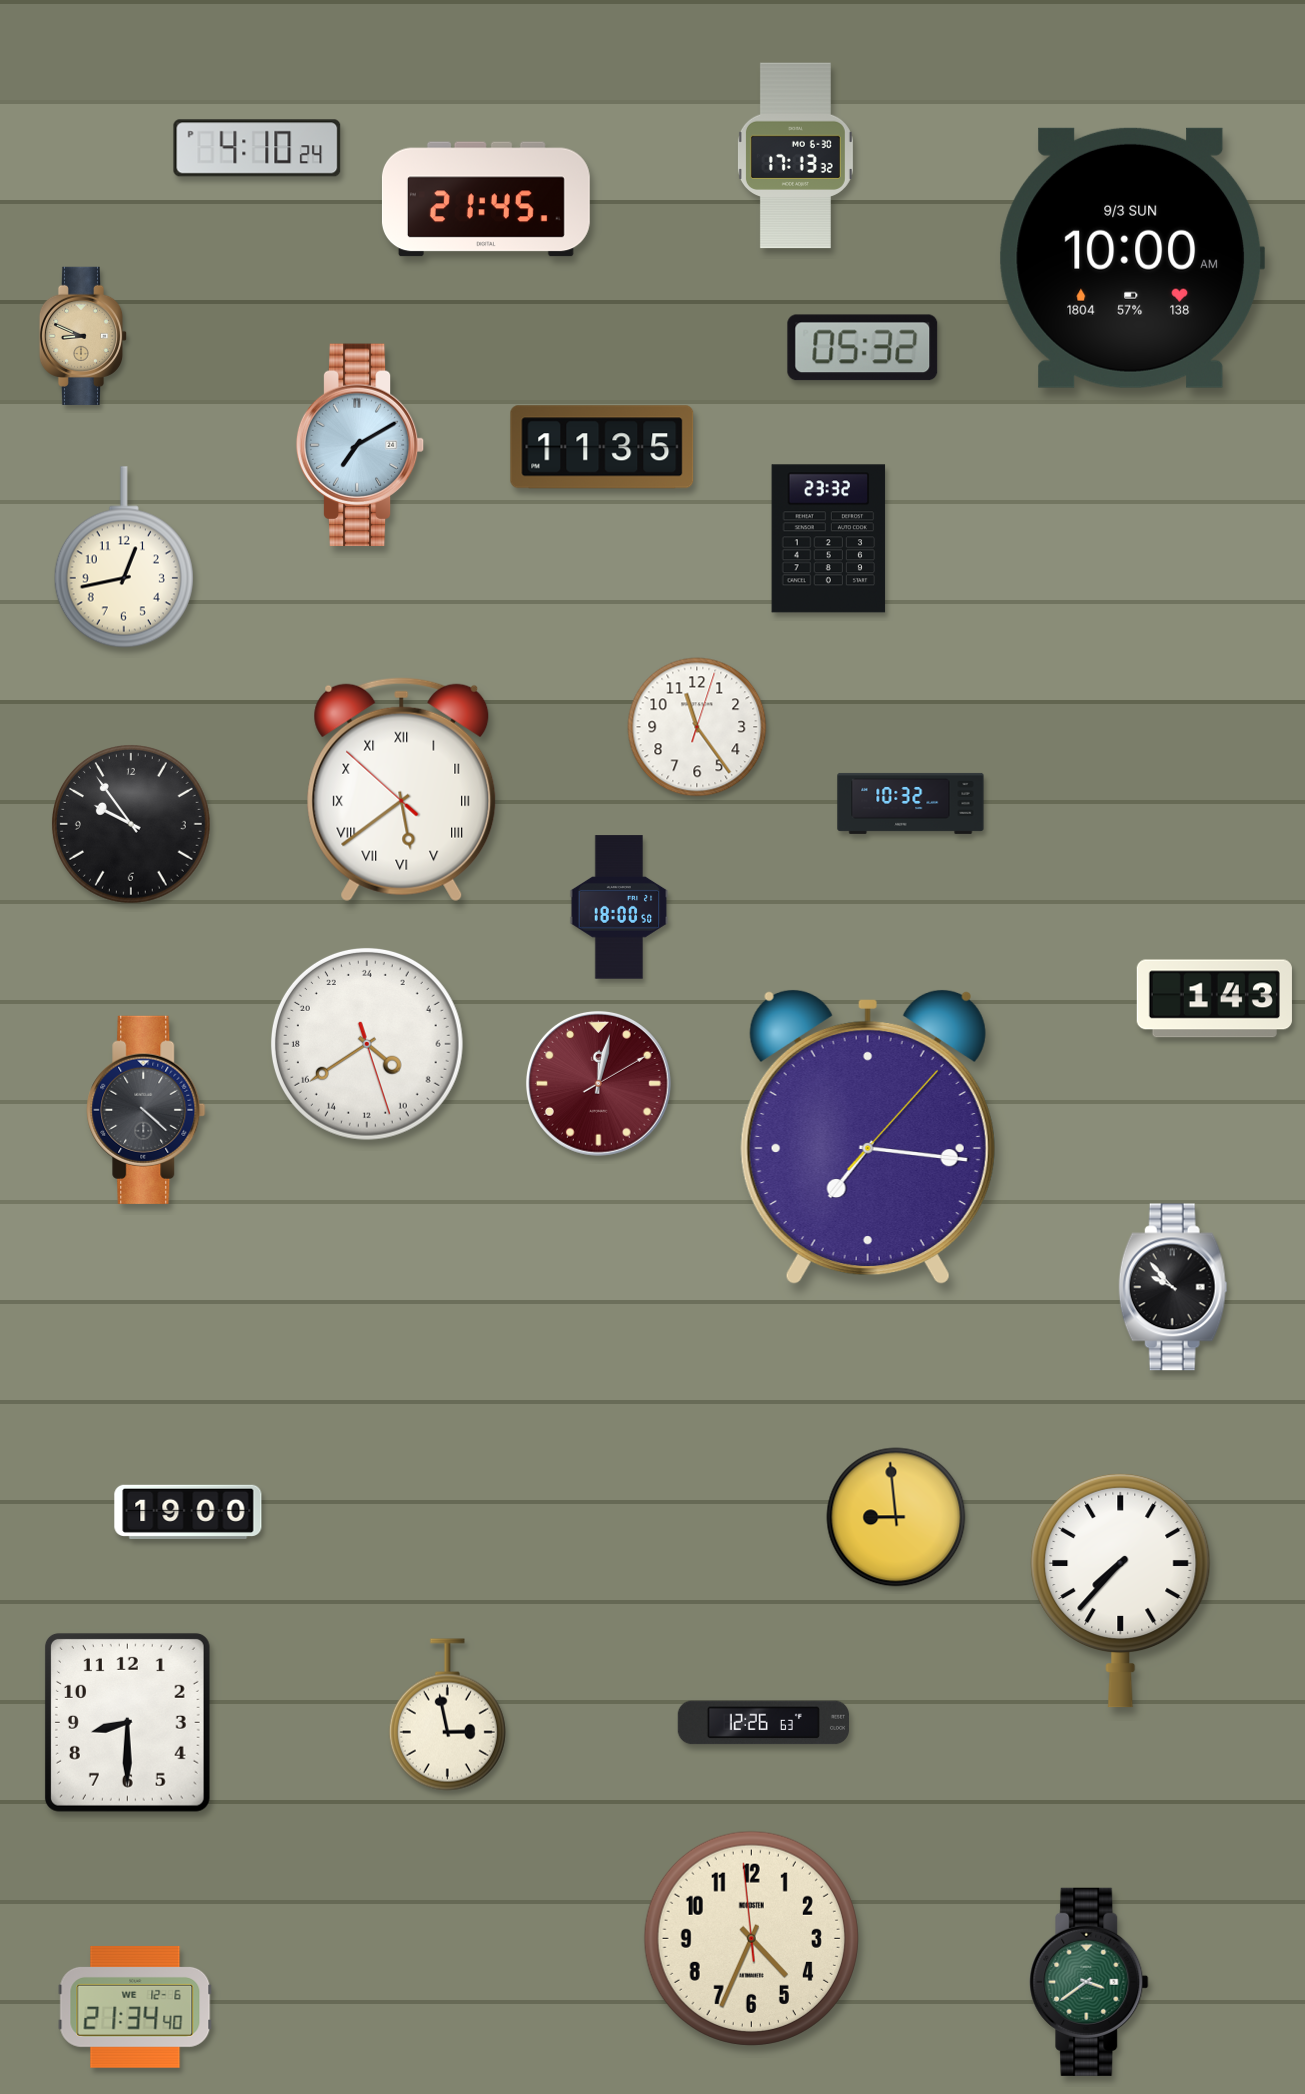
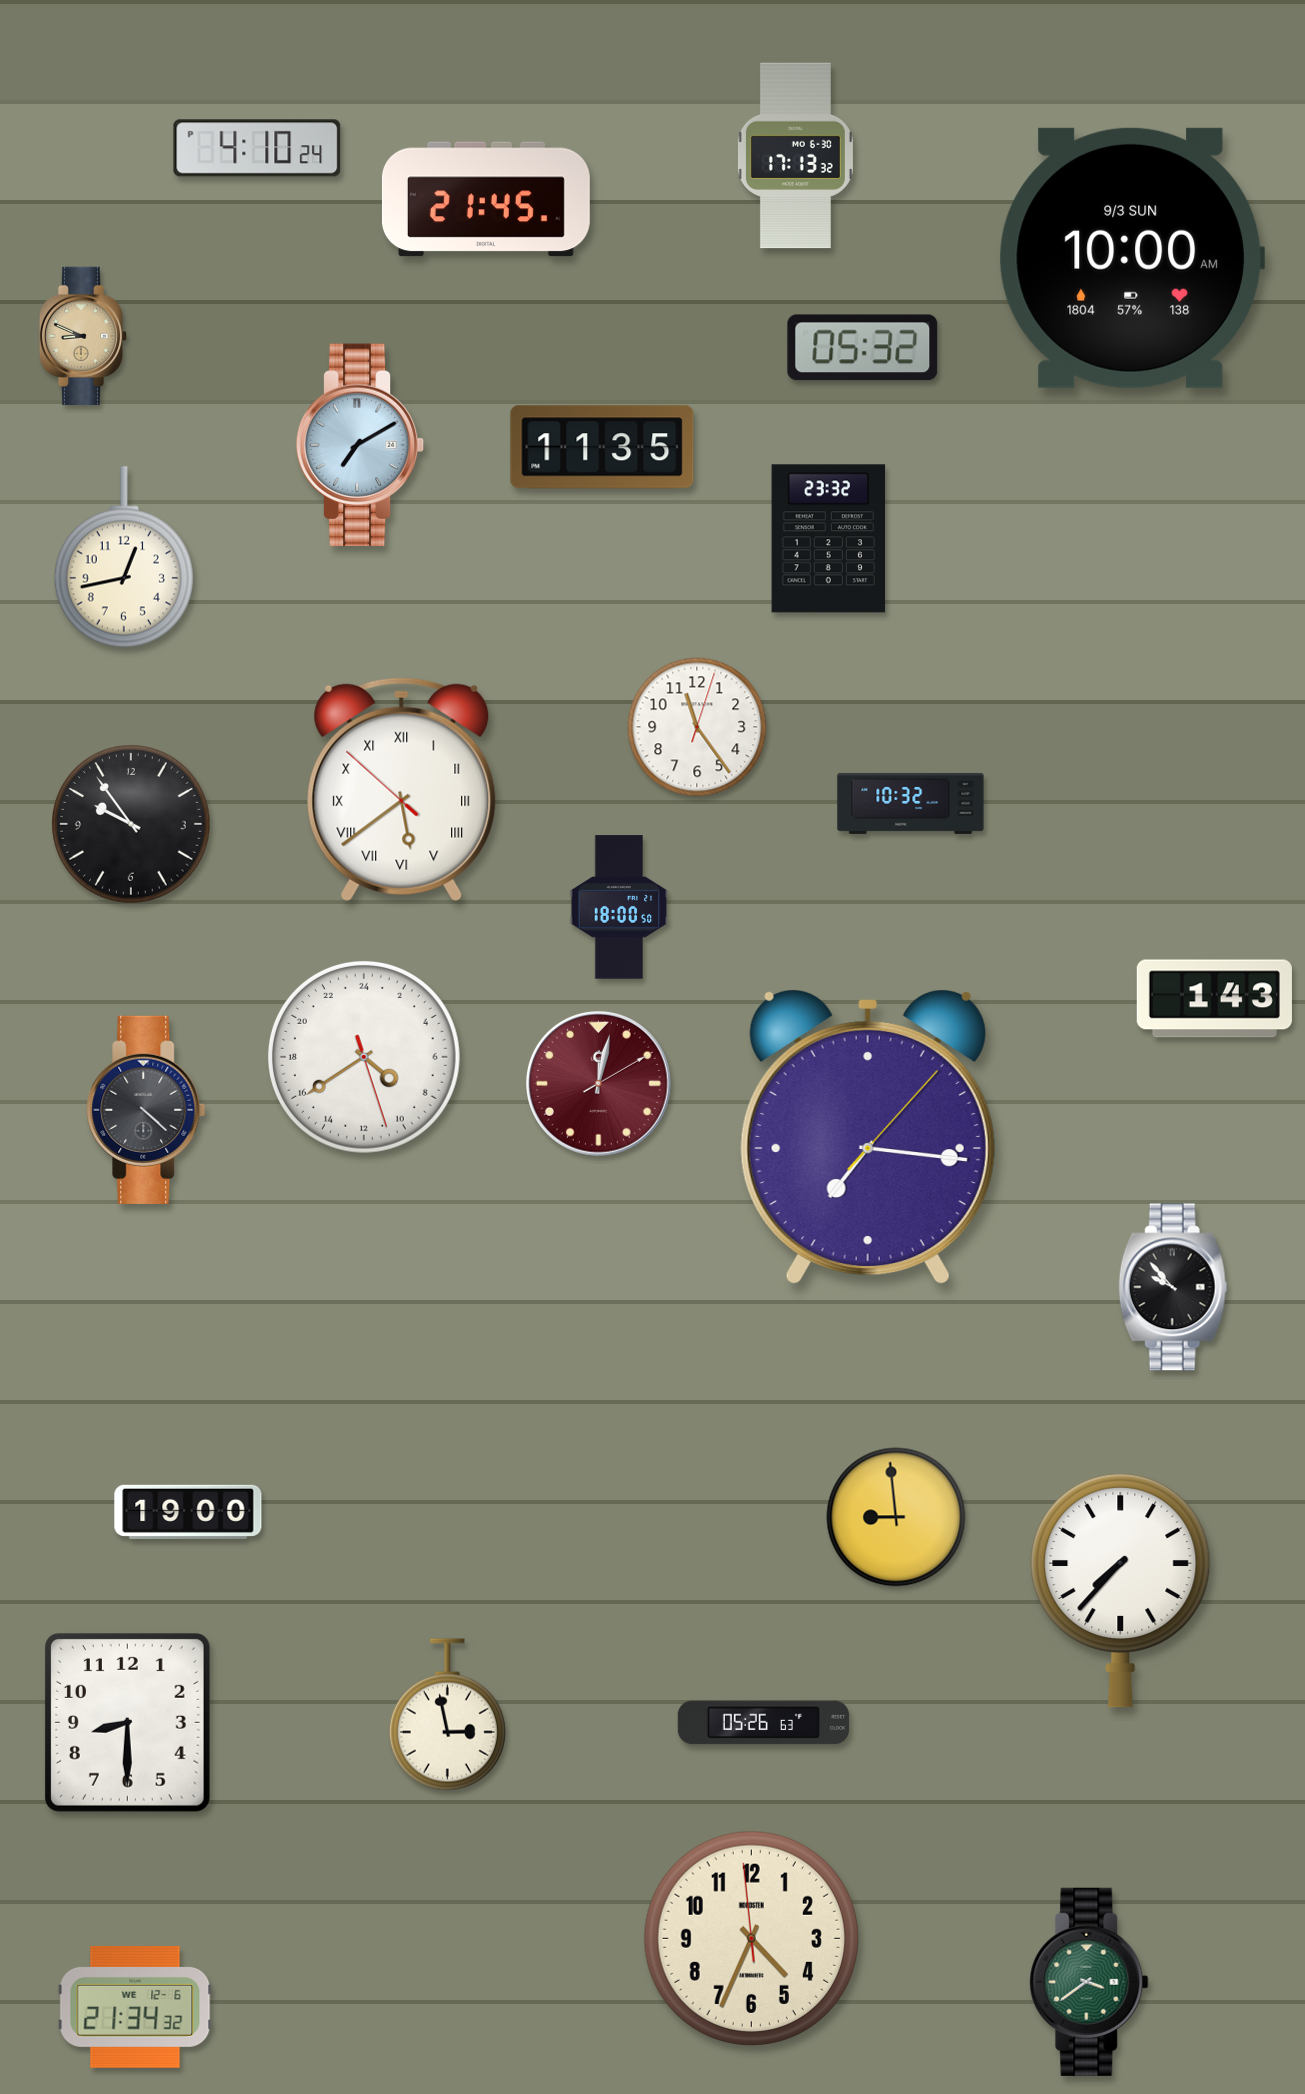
clock at (367, 1044) position: (367, 1044) -> (364, 1057)
clock at (763, 1723): 12:26 -> 05:26
clock at (135, 2007): 21:34:40 -> 21:34:32
